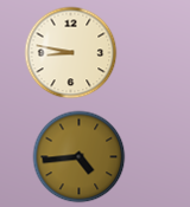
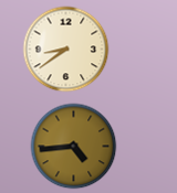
clock at (70, 52): 8:47 -> 8:39
